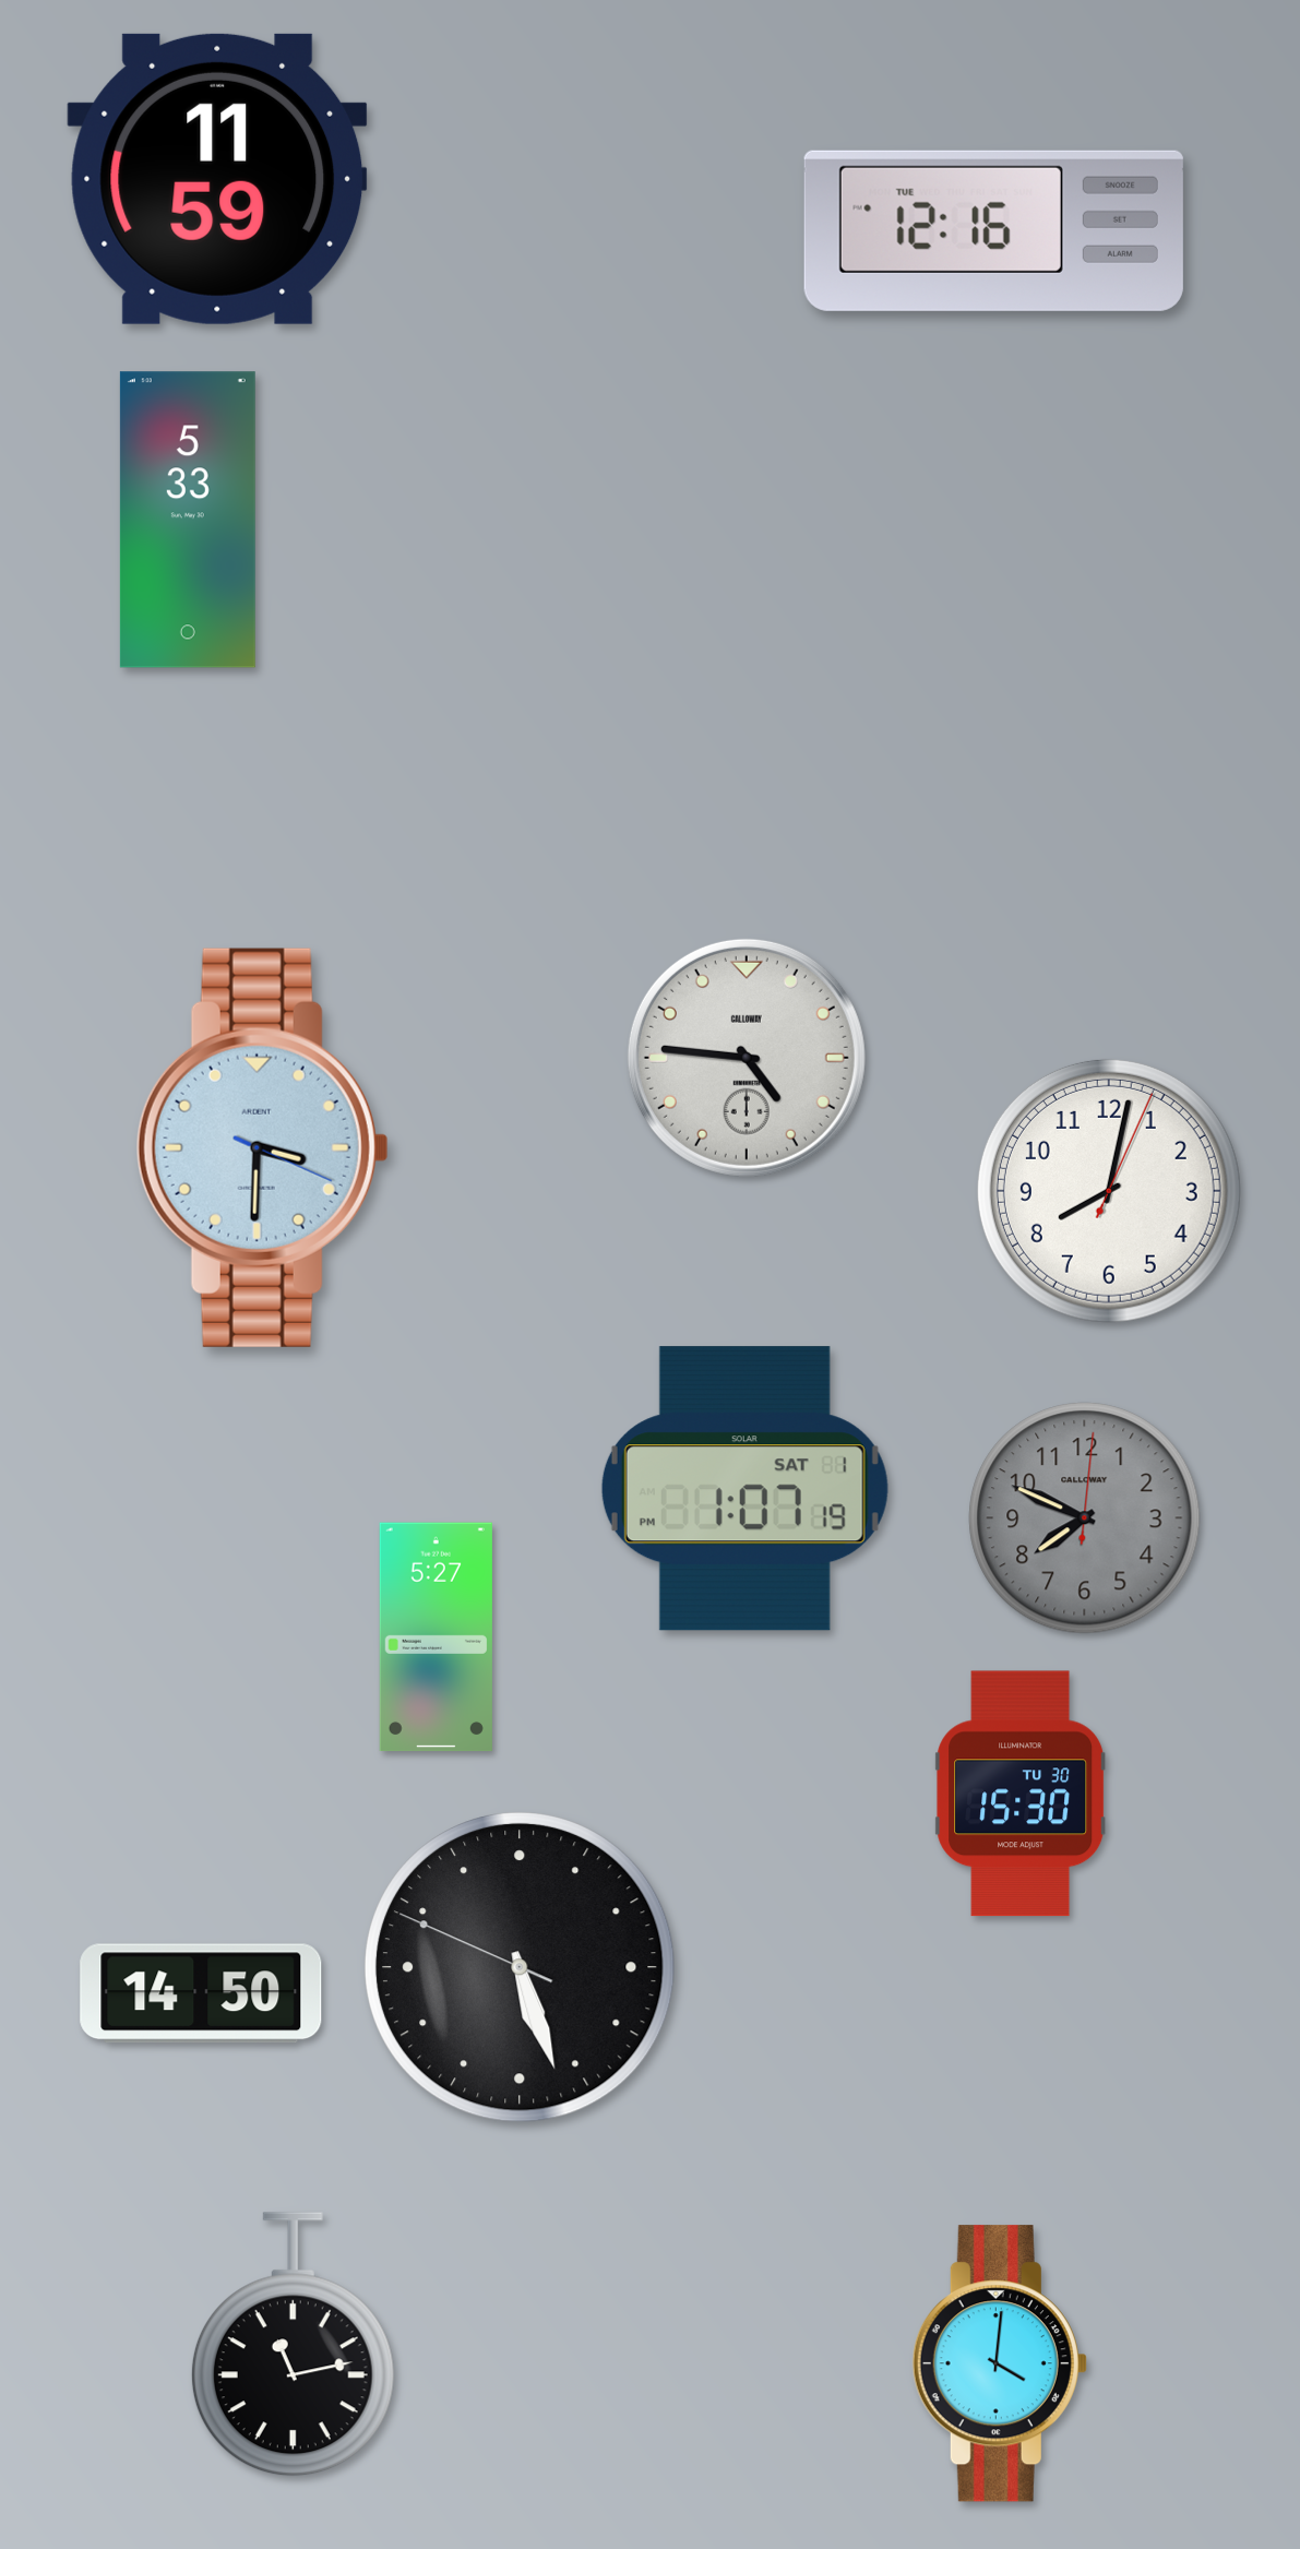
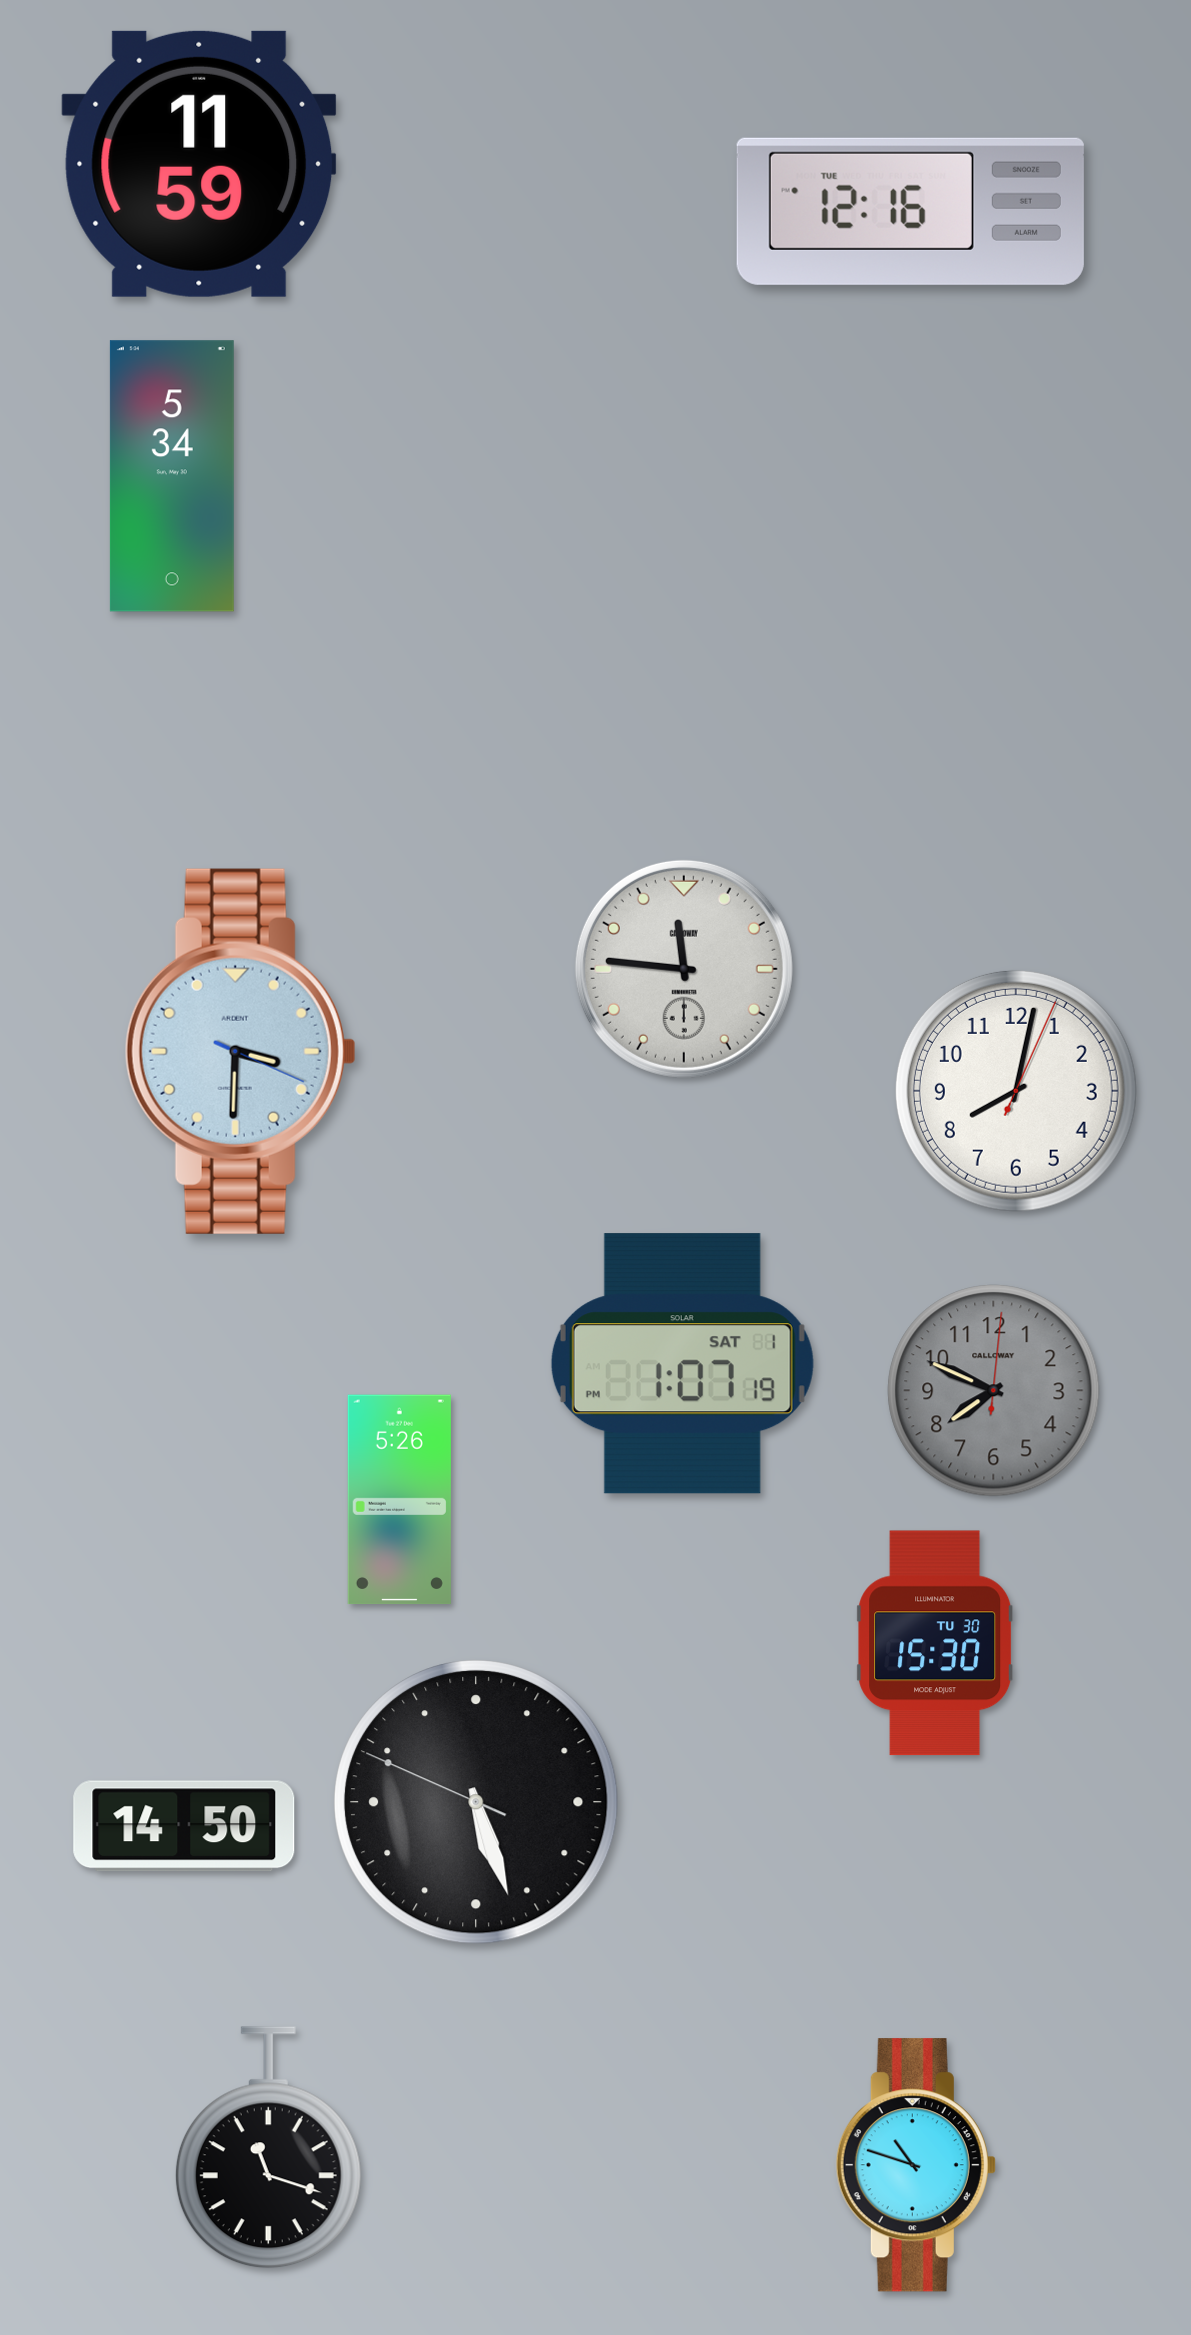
clock at (188, 520): 5:33 -> 5:34
clock at (747, 1058): 4:46 -> 11:46
clock at (436, 1637): 5:27 -> 5:26
clock at (293, 2345): 11:13 -> 11:18
clock at (1000, 2363): 4:01 -> 10:48
